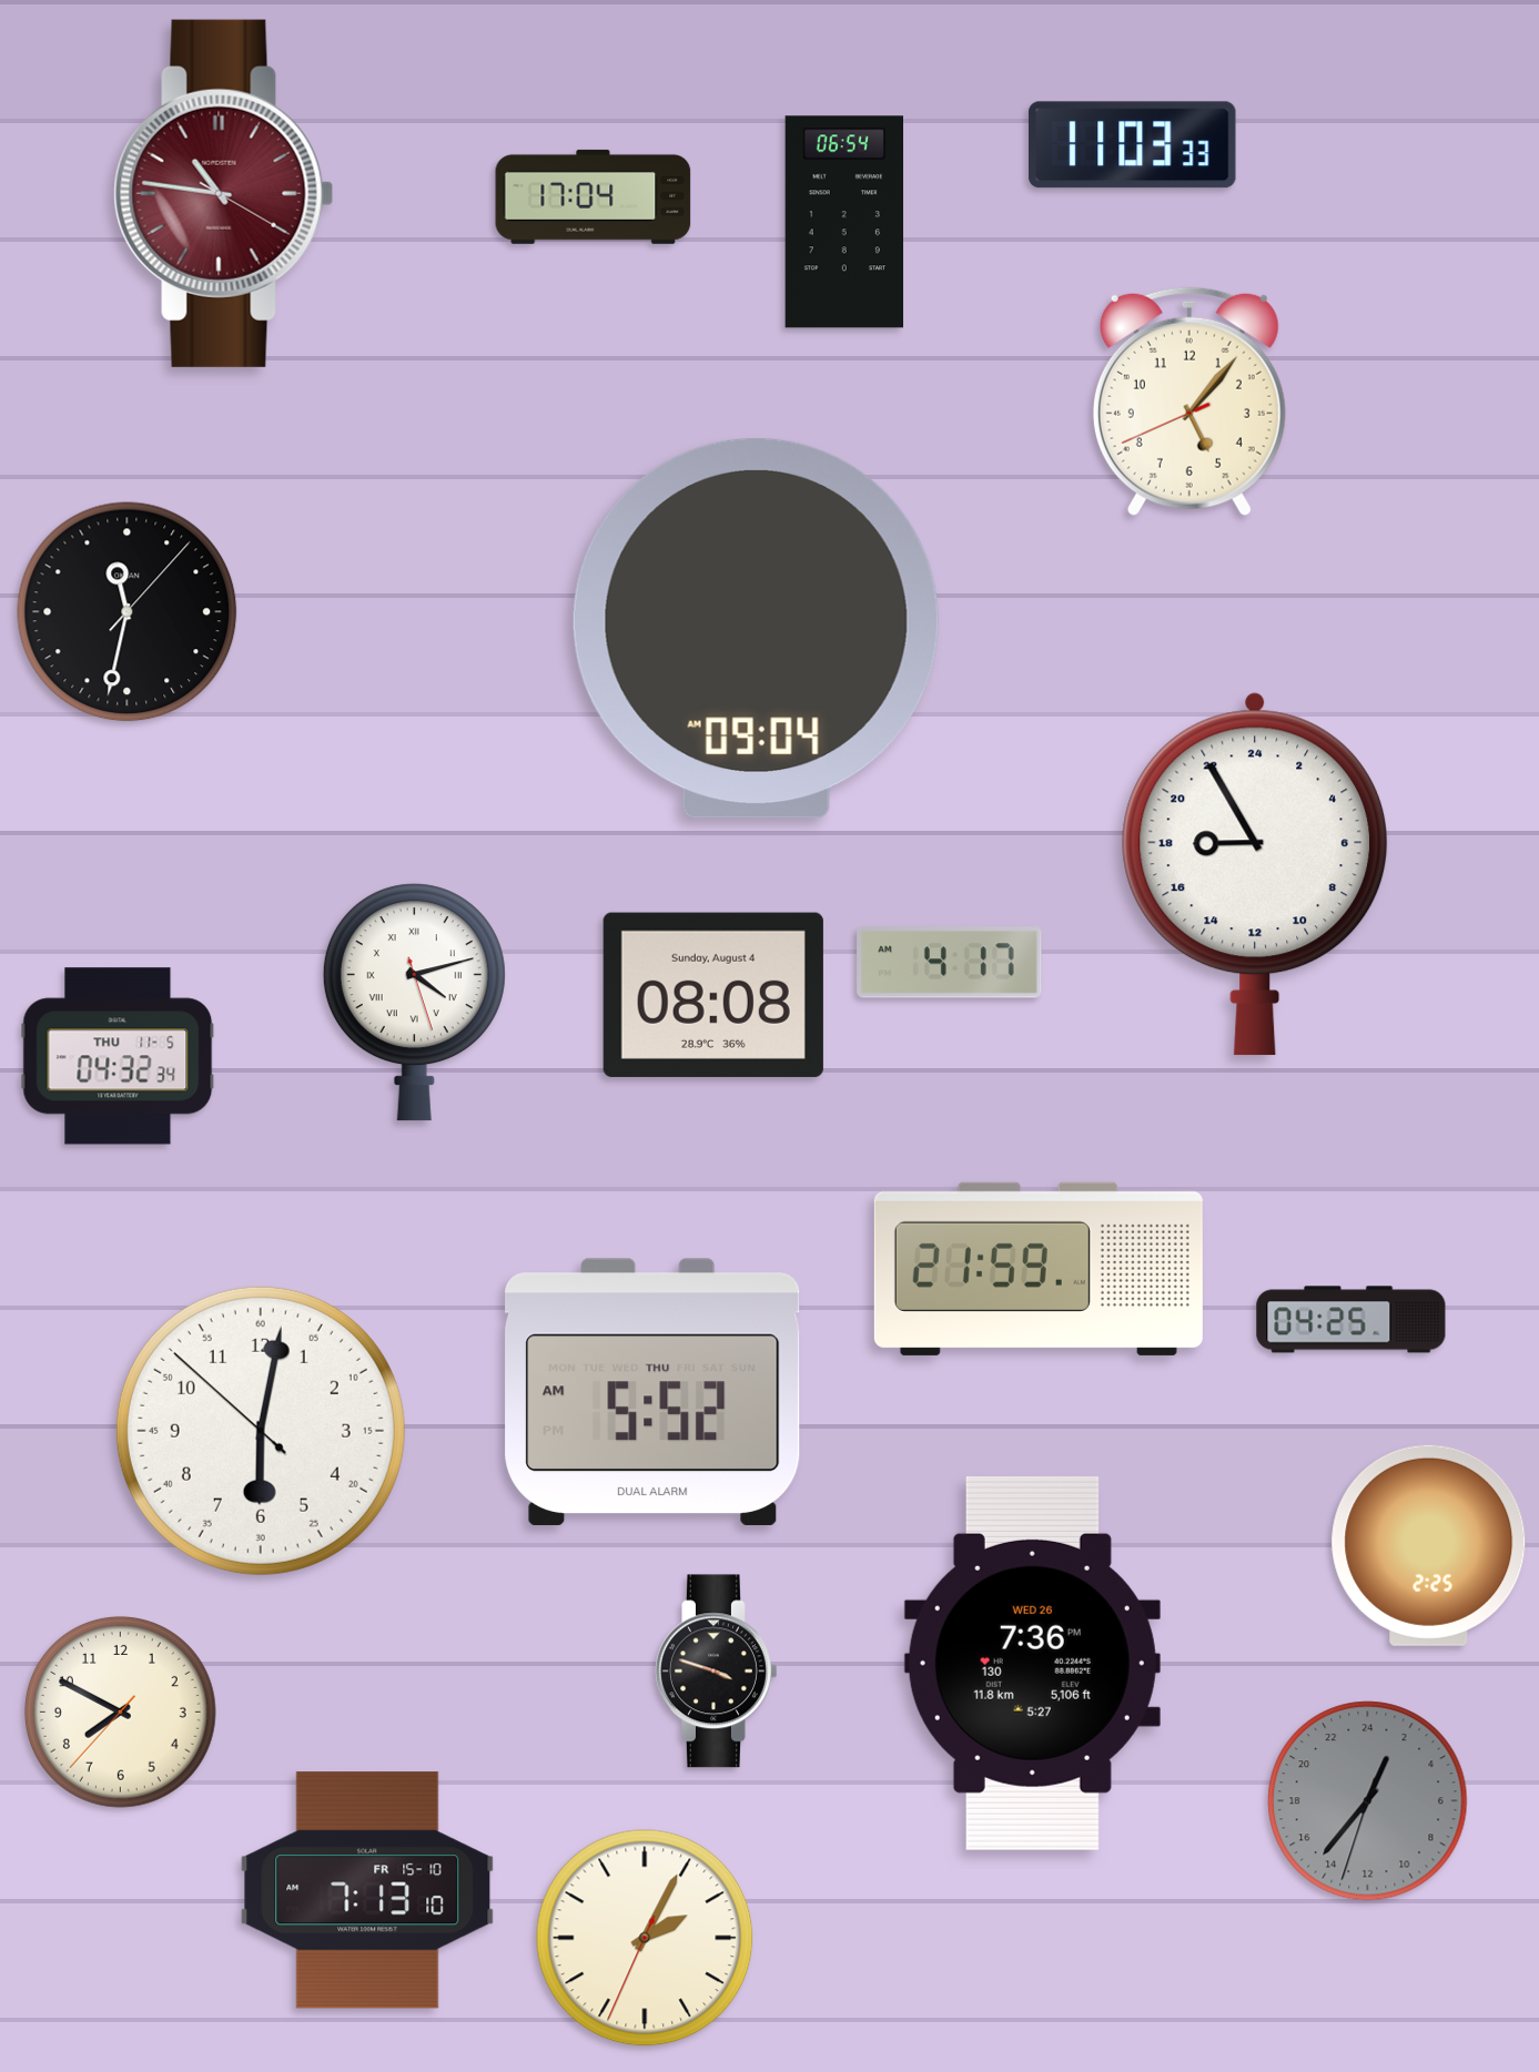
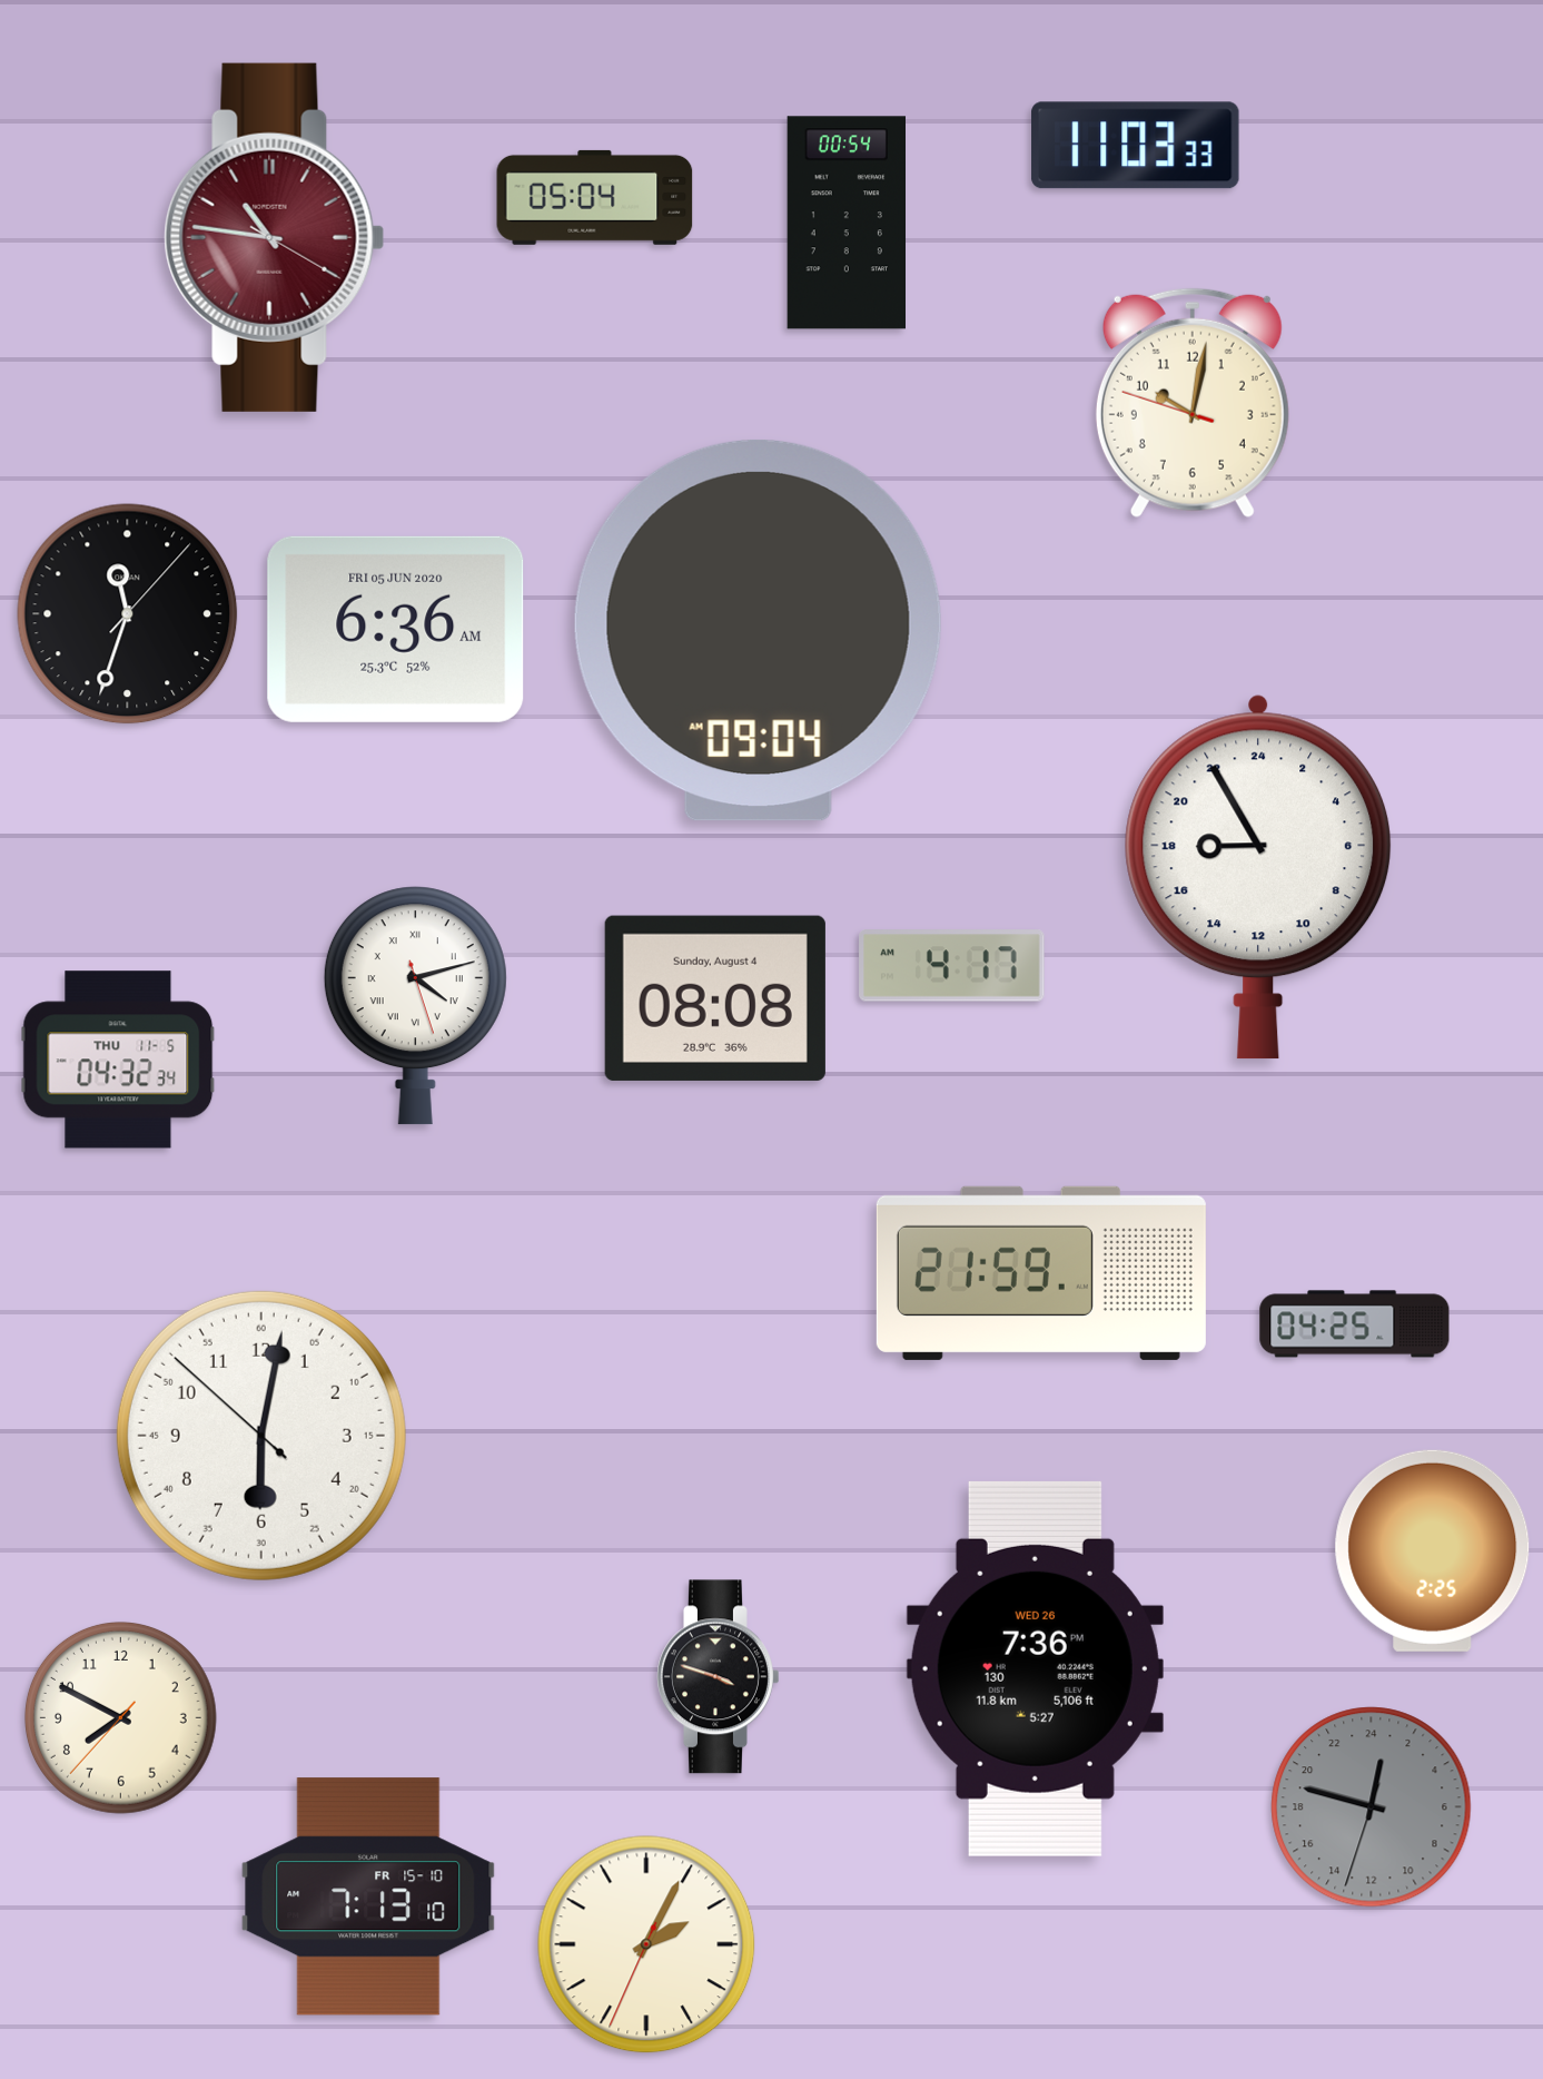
clock at (224, 193) position: (224, 193) -> (275, 237)
clock at (594, 196): 17:04 -> 05:04
clock at (843, 222): 06:54 -> 00:54
clock at (1189, 402): 5:06 -> 10:01
clock at (128, 612): 11:32 -> 11:33
clock at (396, 629): none -> 6:36
clock at (652, 1392): 5:52 -> none
clock at (1368, 1801): 1:36 -> 0:47
